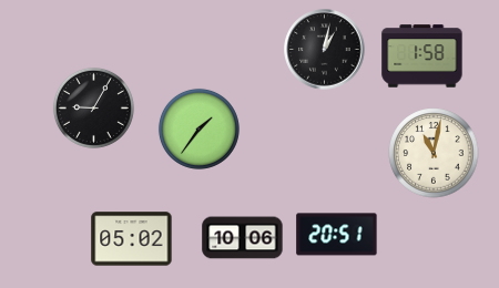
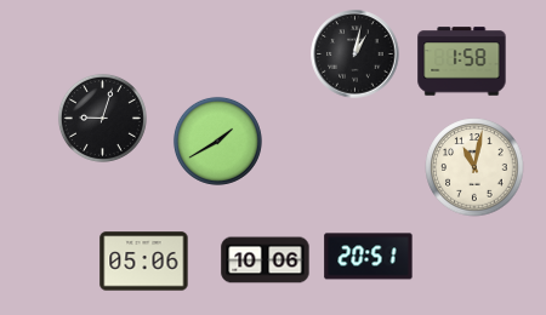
clock at (93, 107): 9:05 -> 9:03
clock at (198, 128): 1:36 -> 1:40
clock at (132, 239): 05:02 -> 05:06
